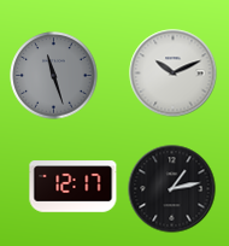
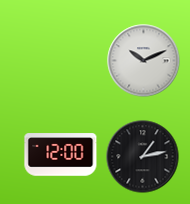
clock at (54, 76): 11:27 -> none
clock at (74, 187): 12:17 -> 12:00
